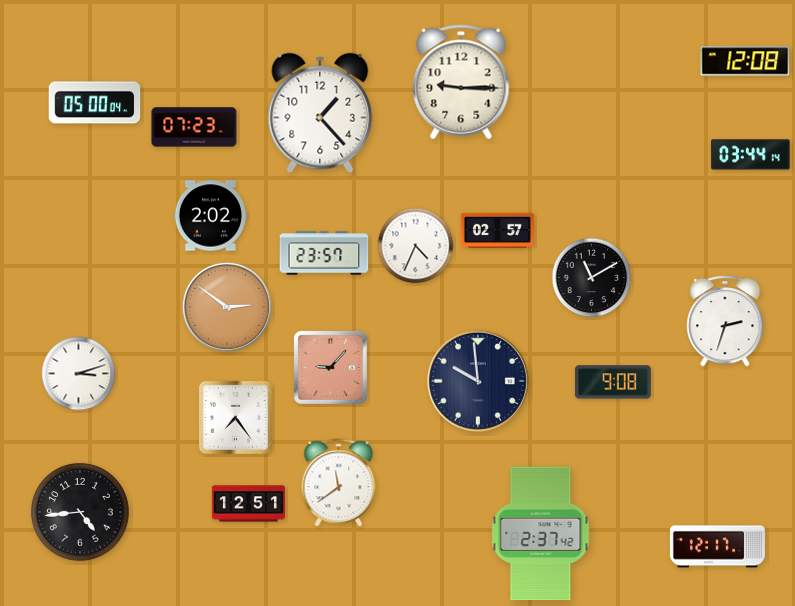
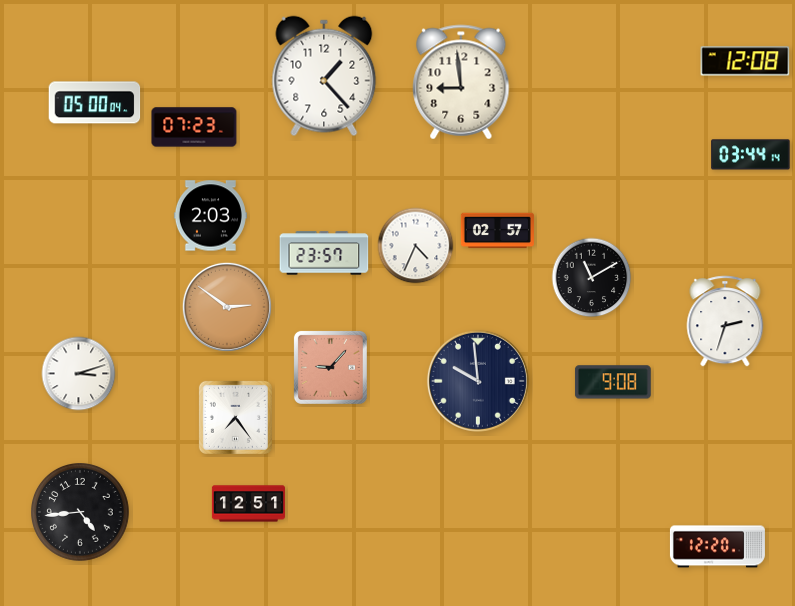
clock at (461, 82): 9:15 -> 8:59
clock at (320, 113) position: (320, 113) -> (324, 76)
clock at (210, 216): 2:02 -> 2:03
clock at (339, 483): 11:39 -> none
clock at (541, 534): 2:37 -> none
clock at (717, 547): 12:17 -> 12:20
